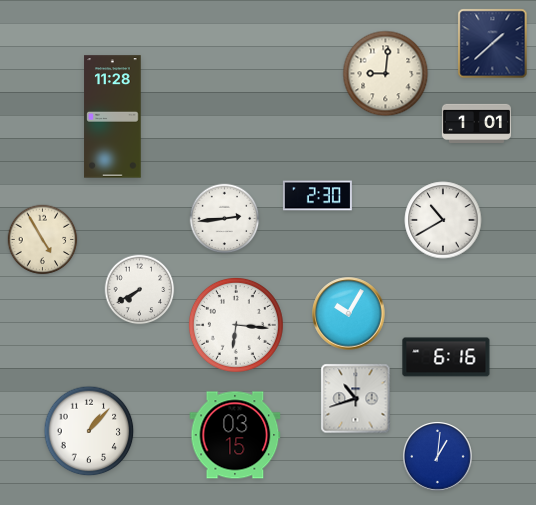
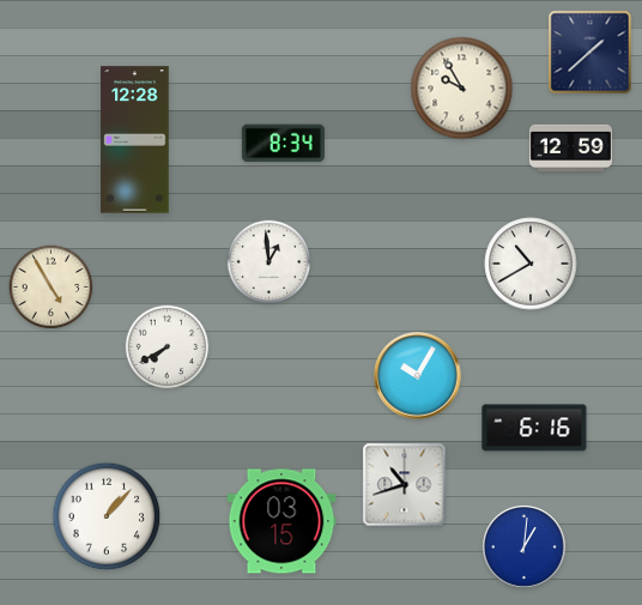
clock at (386, 74): 9:01 -> 9:55
clock at (113, 117): 11:28 -> 12:28
clock at (283, 144): none -> 8:34
clock at (476, 123): 1:01 -> 12:59
clock at (317, 196): 2:30 -> none
clock at (225, 219): 2:44 -> 12:59
clock at (236, 325): 6:16 -> none
clock at (356, 399) position: (356, 399) -> (405, 485)
